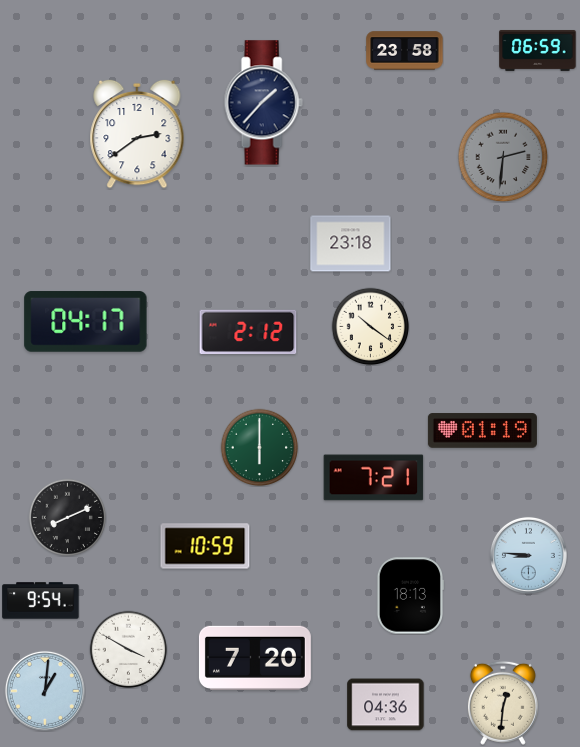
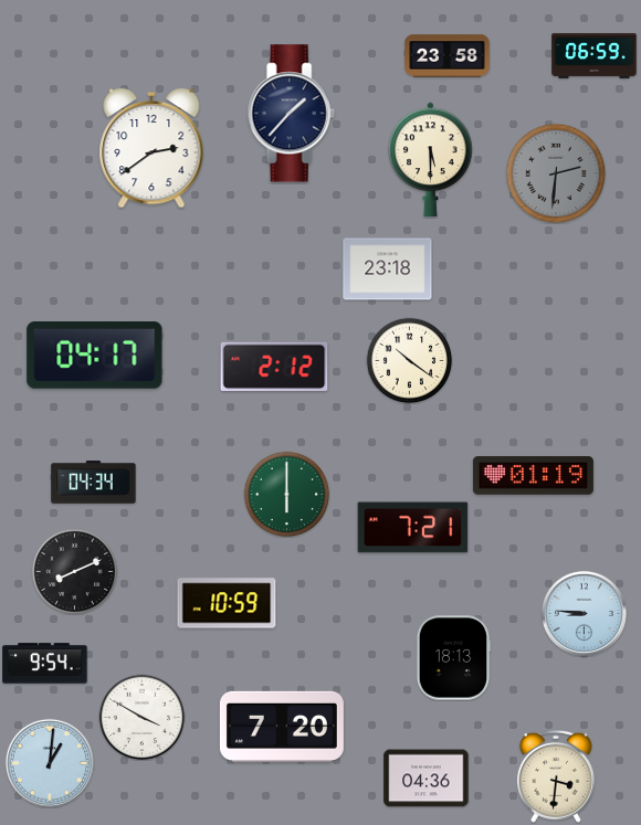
clock at (431, 160): none -> 5:30
clock at (94, 483): none -> 04:34
clock at (503, 703): 12:31 -> 3:31
